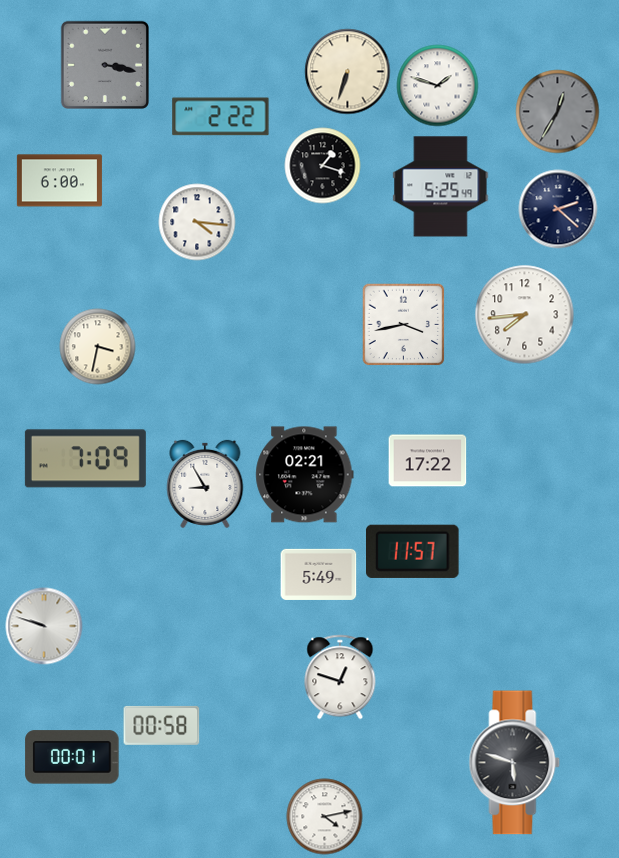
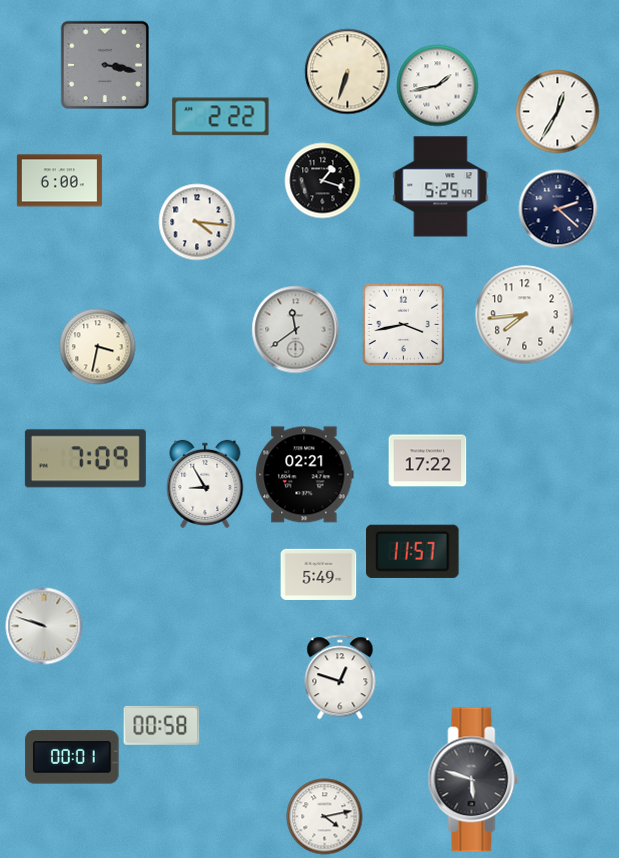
clock at (438, 86): 1:48 -> 1:43
clock at (558, 112) dial: grey -> white
clock at (323, 166) position: (323, 166) -> (323, 181)
clock at (296, 330): none -> 11:39
clock at (515, 763) position: (515, 763) -> (474, 780)
